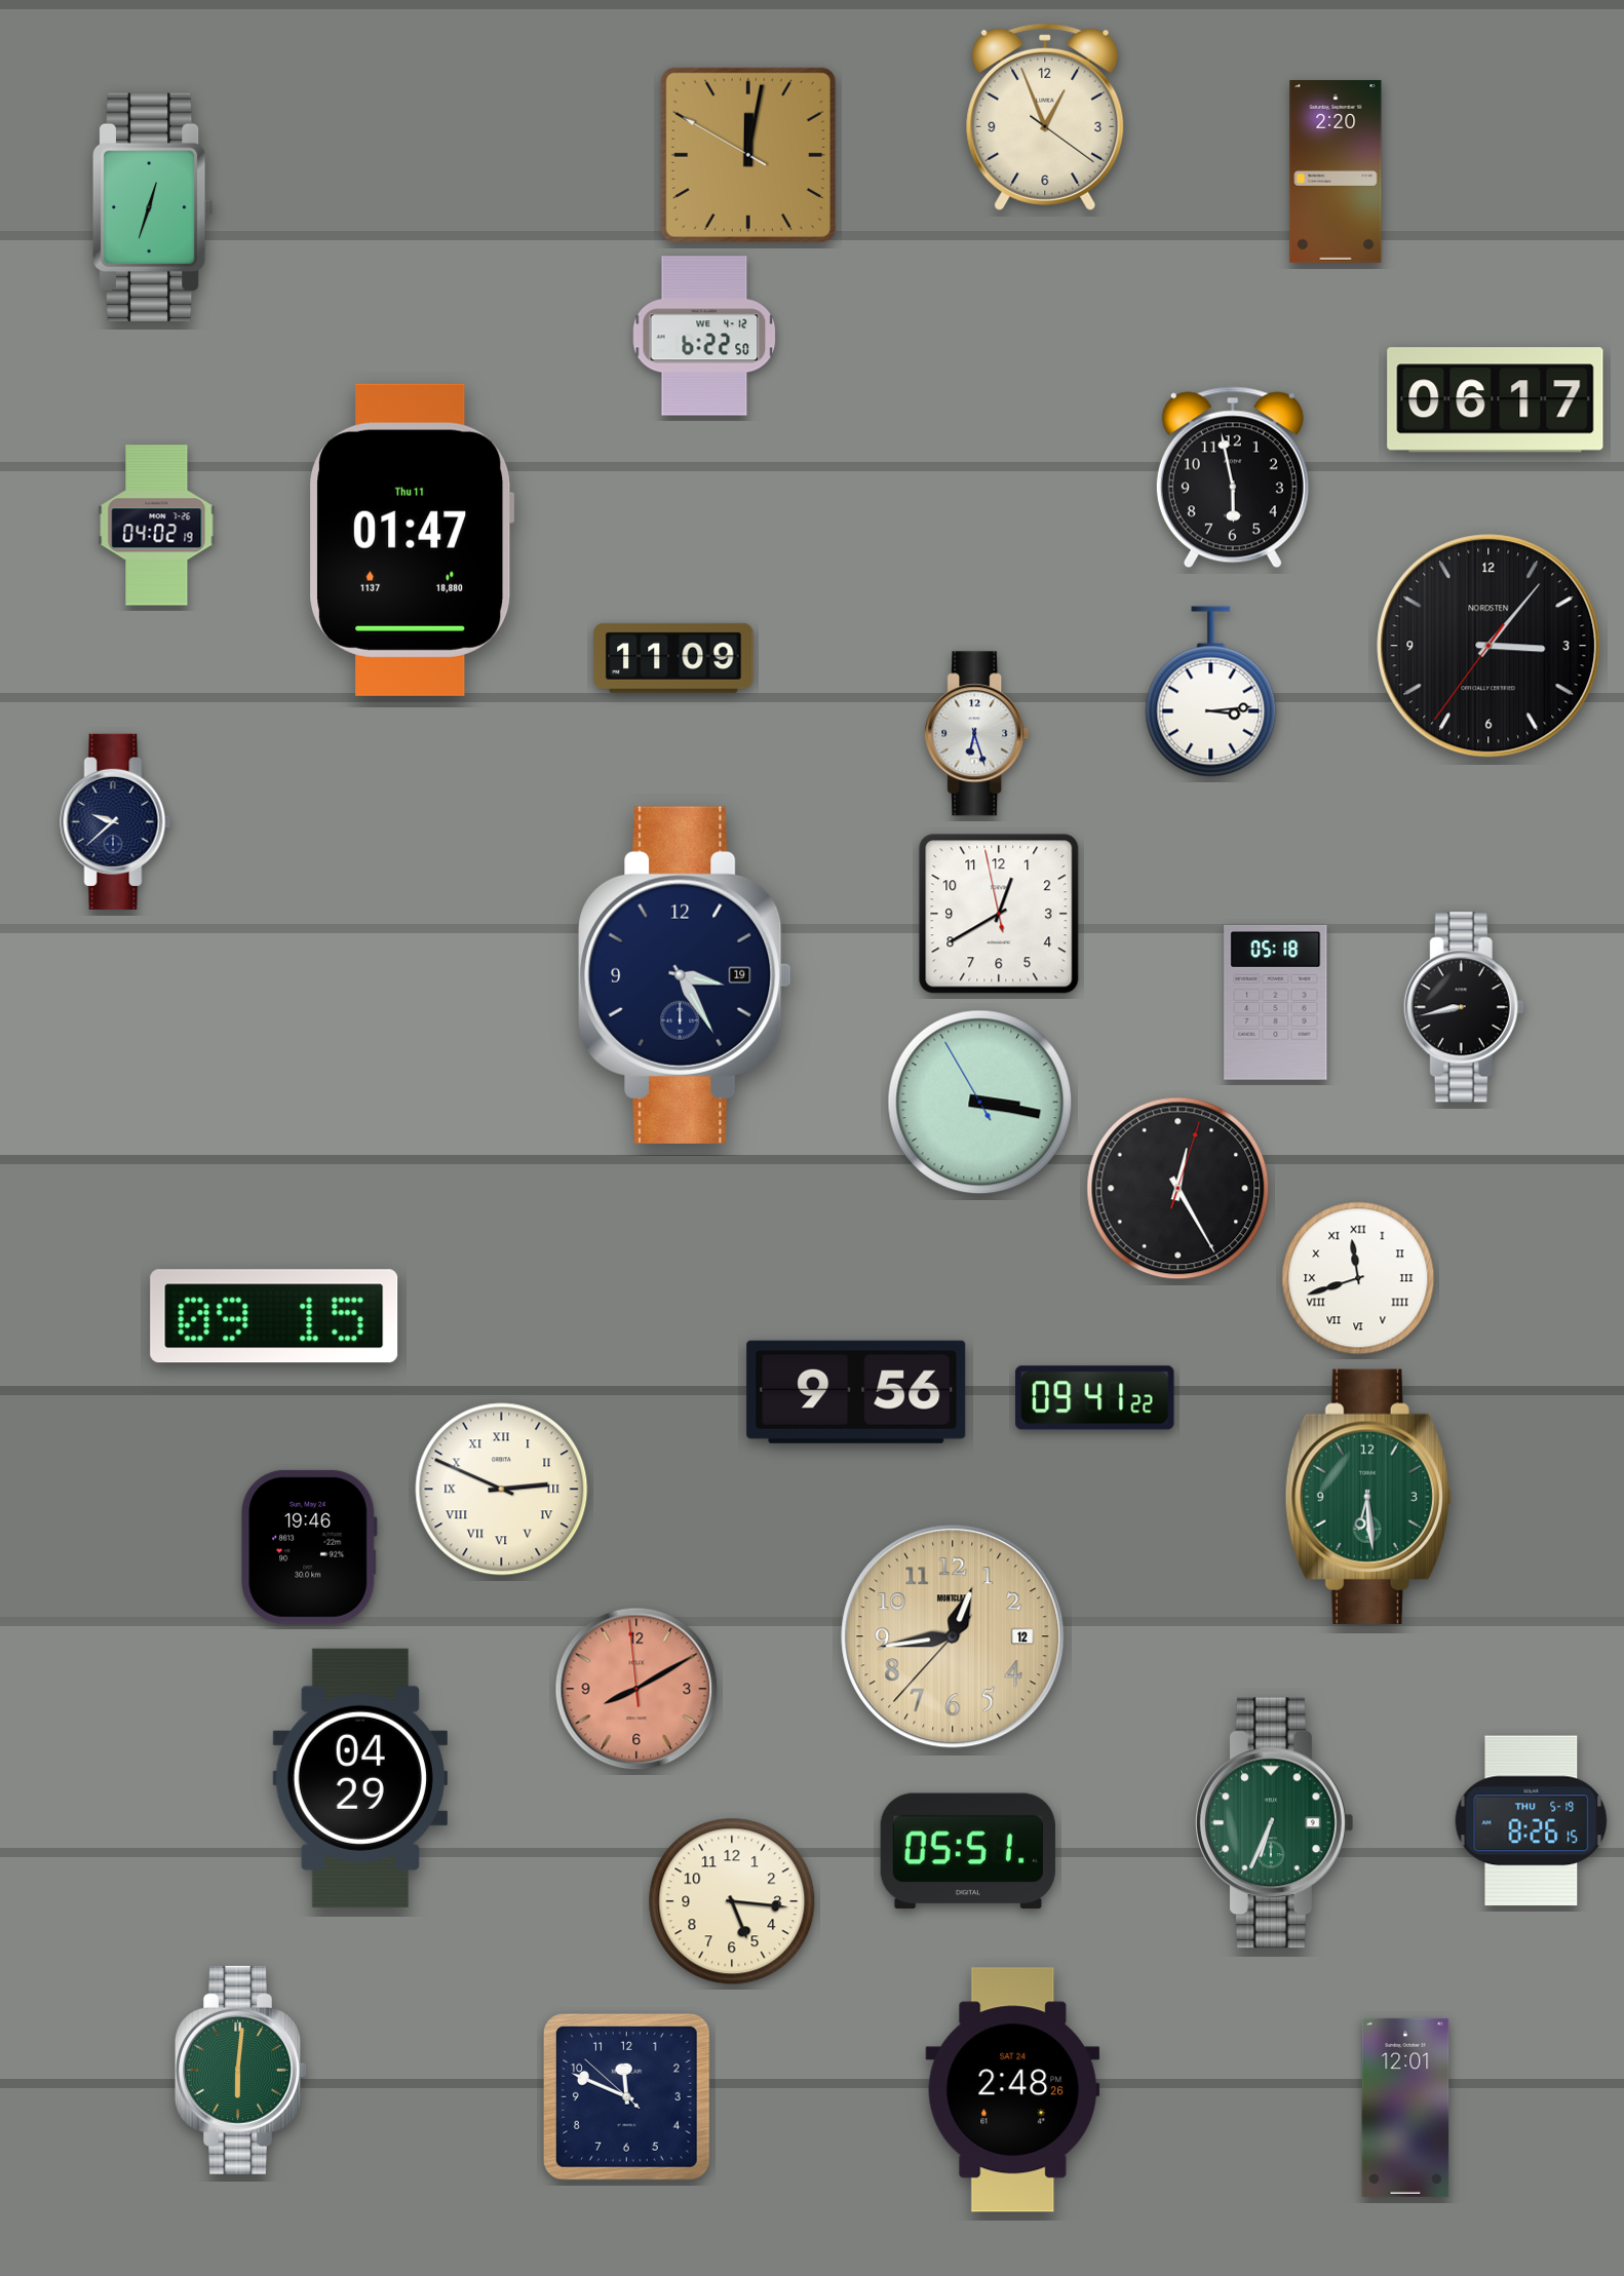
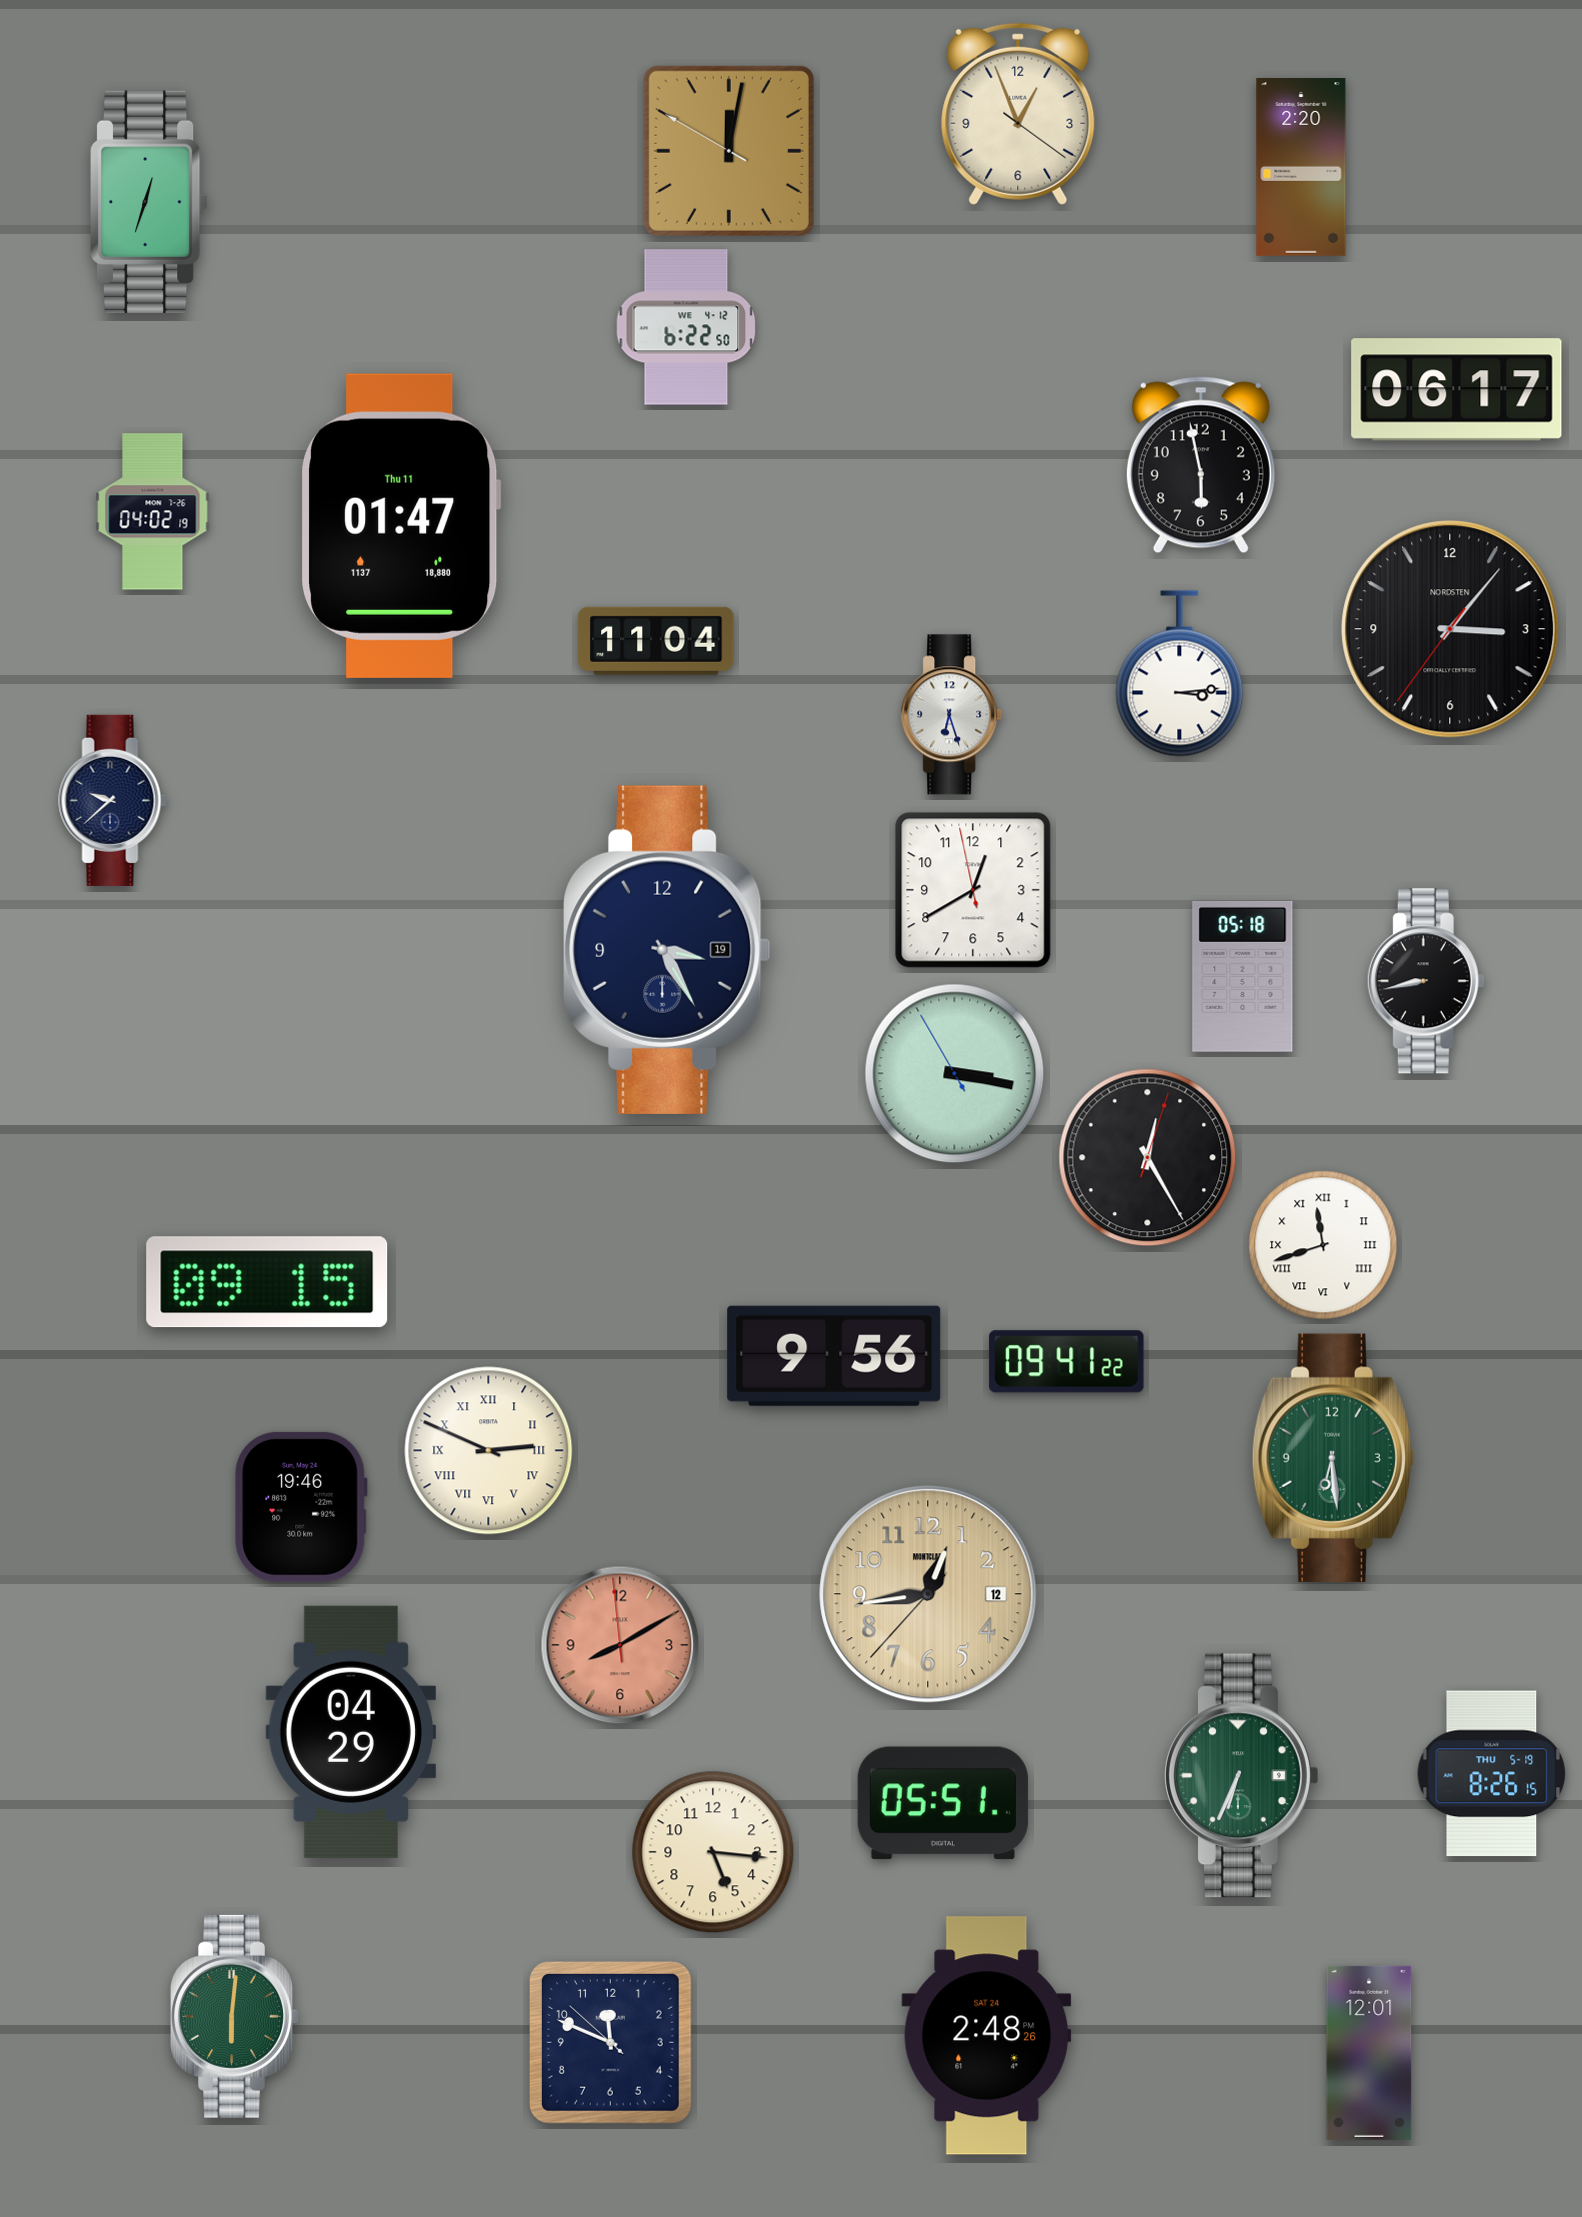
clock at (673, 658): 11:09 -> 11:04
